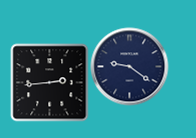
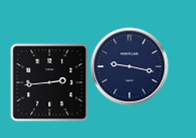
clock at (129, 66): 9:21 -> 9:17
